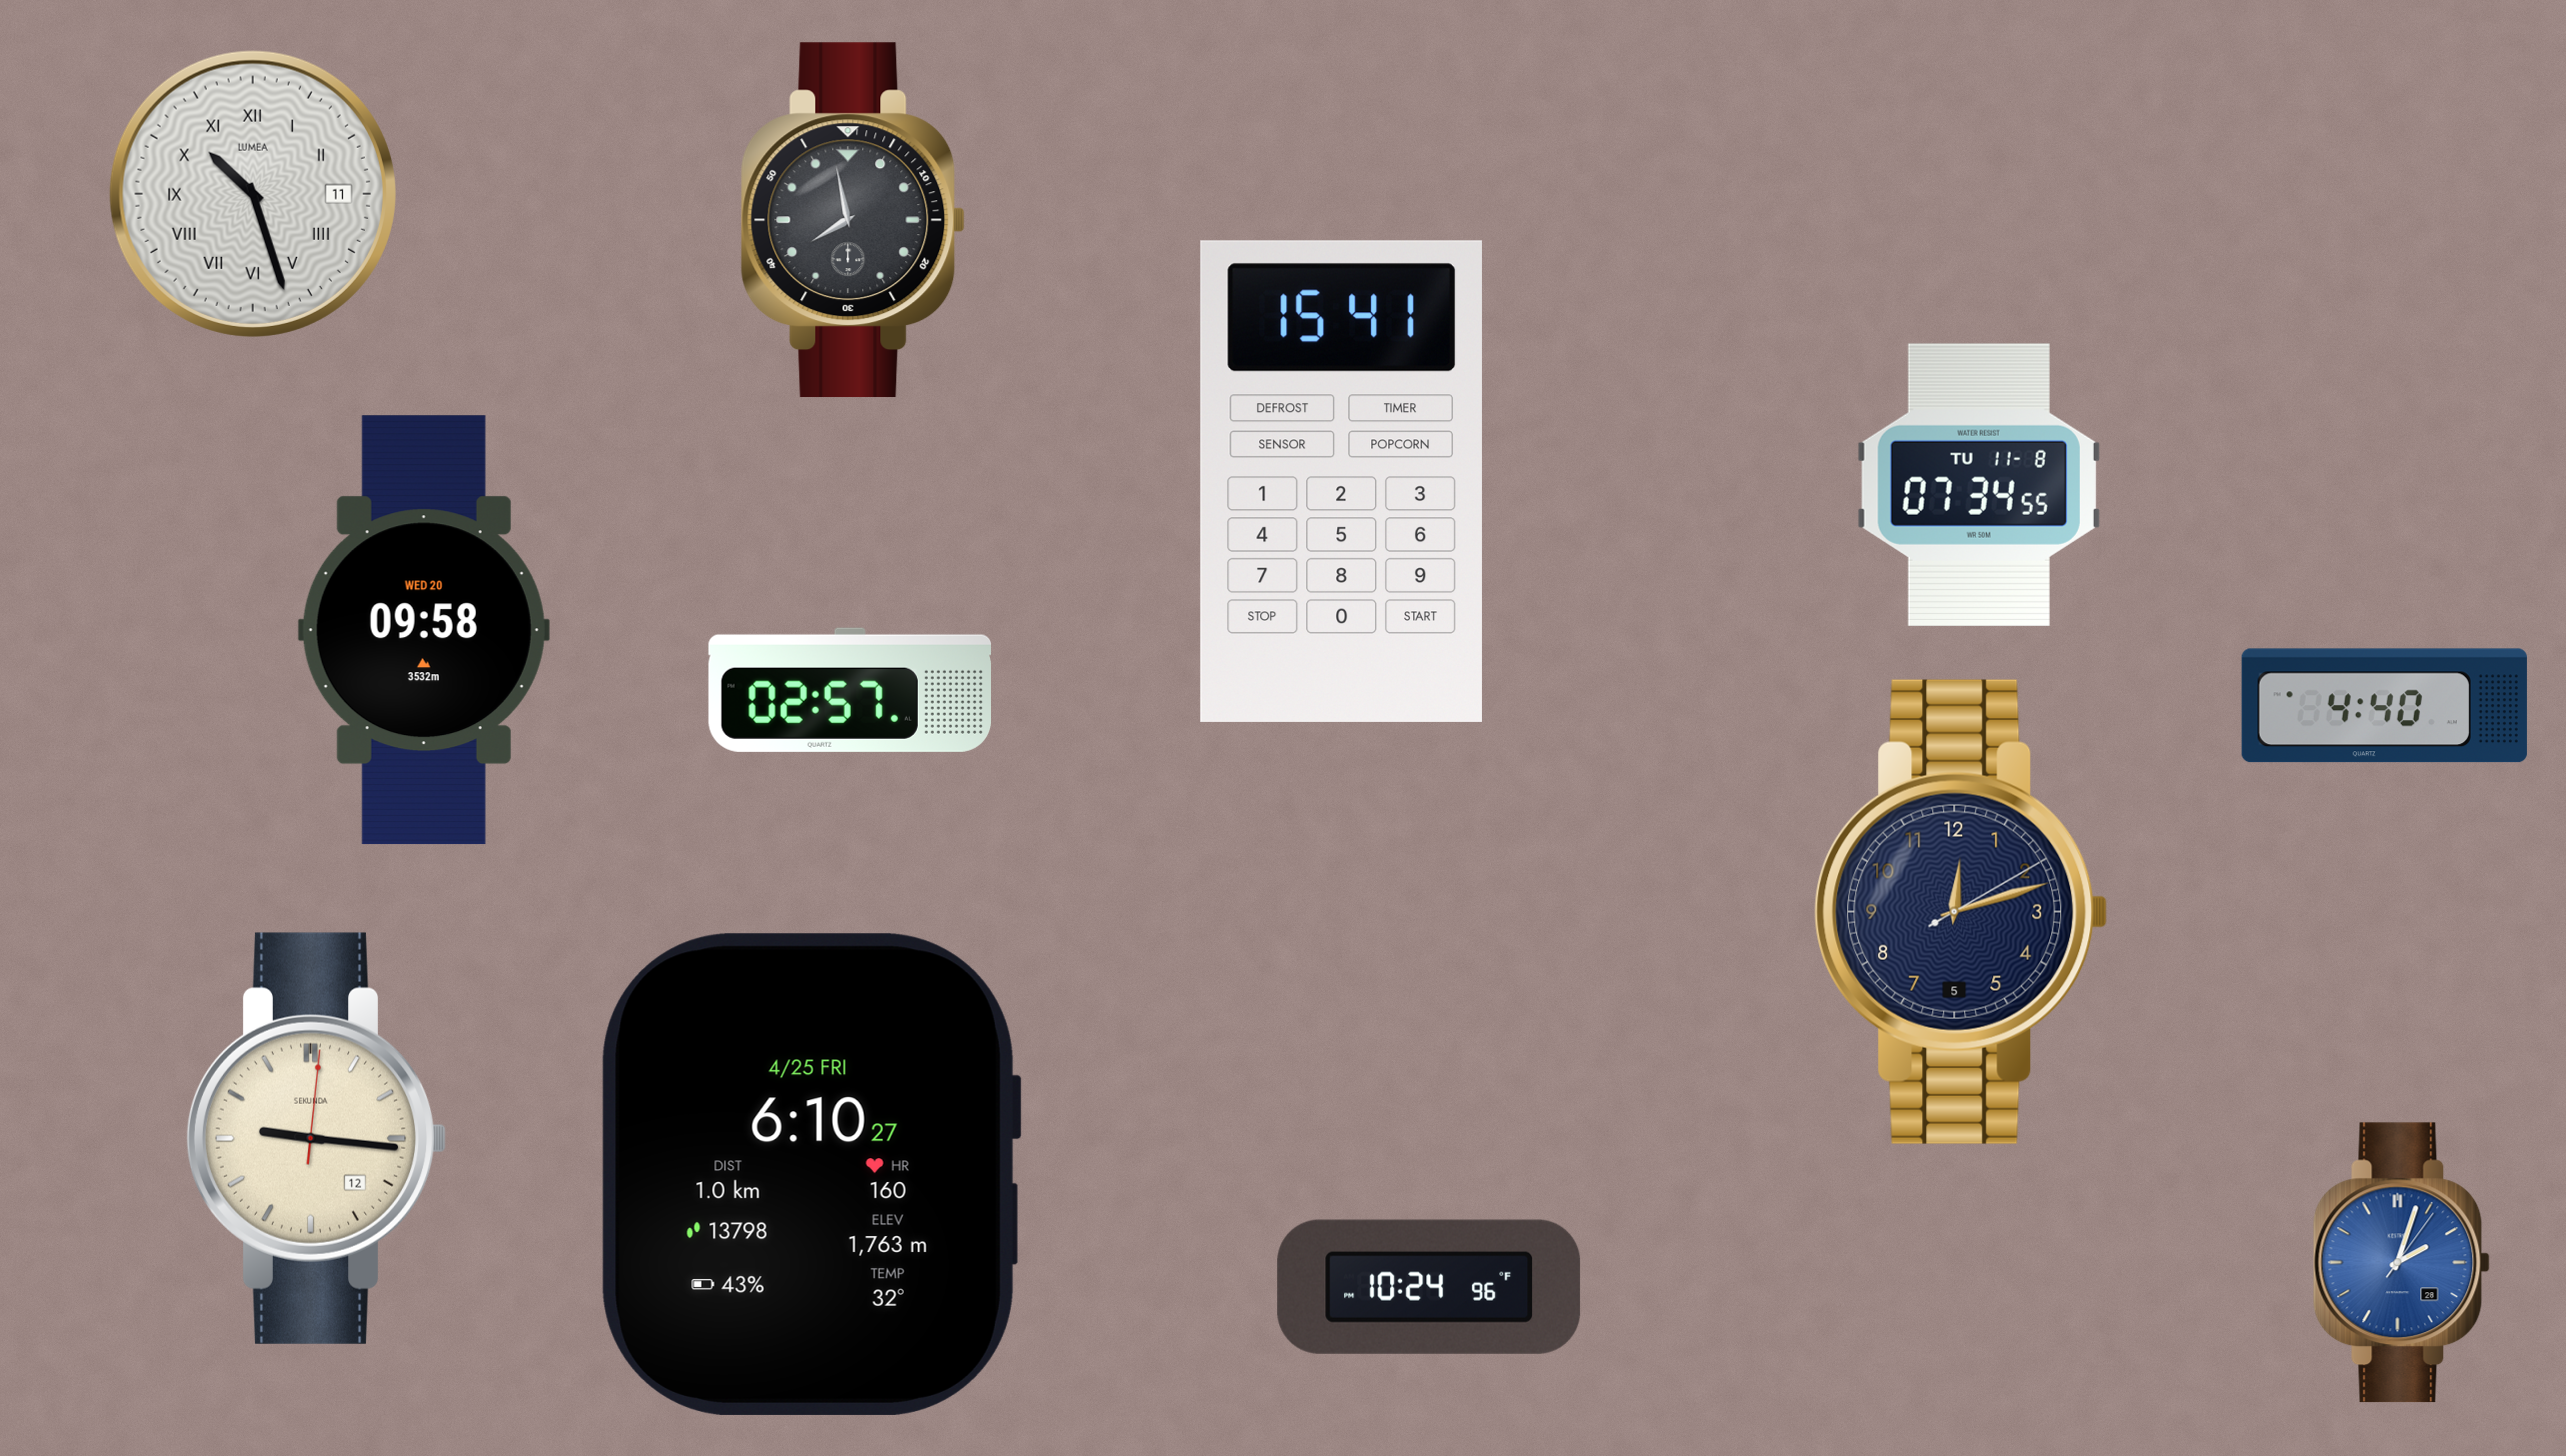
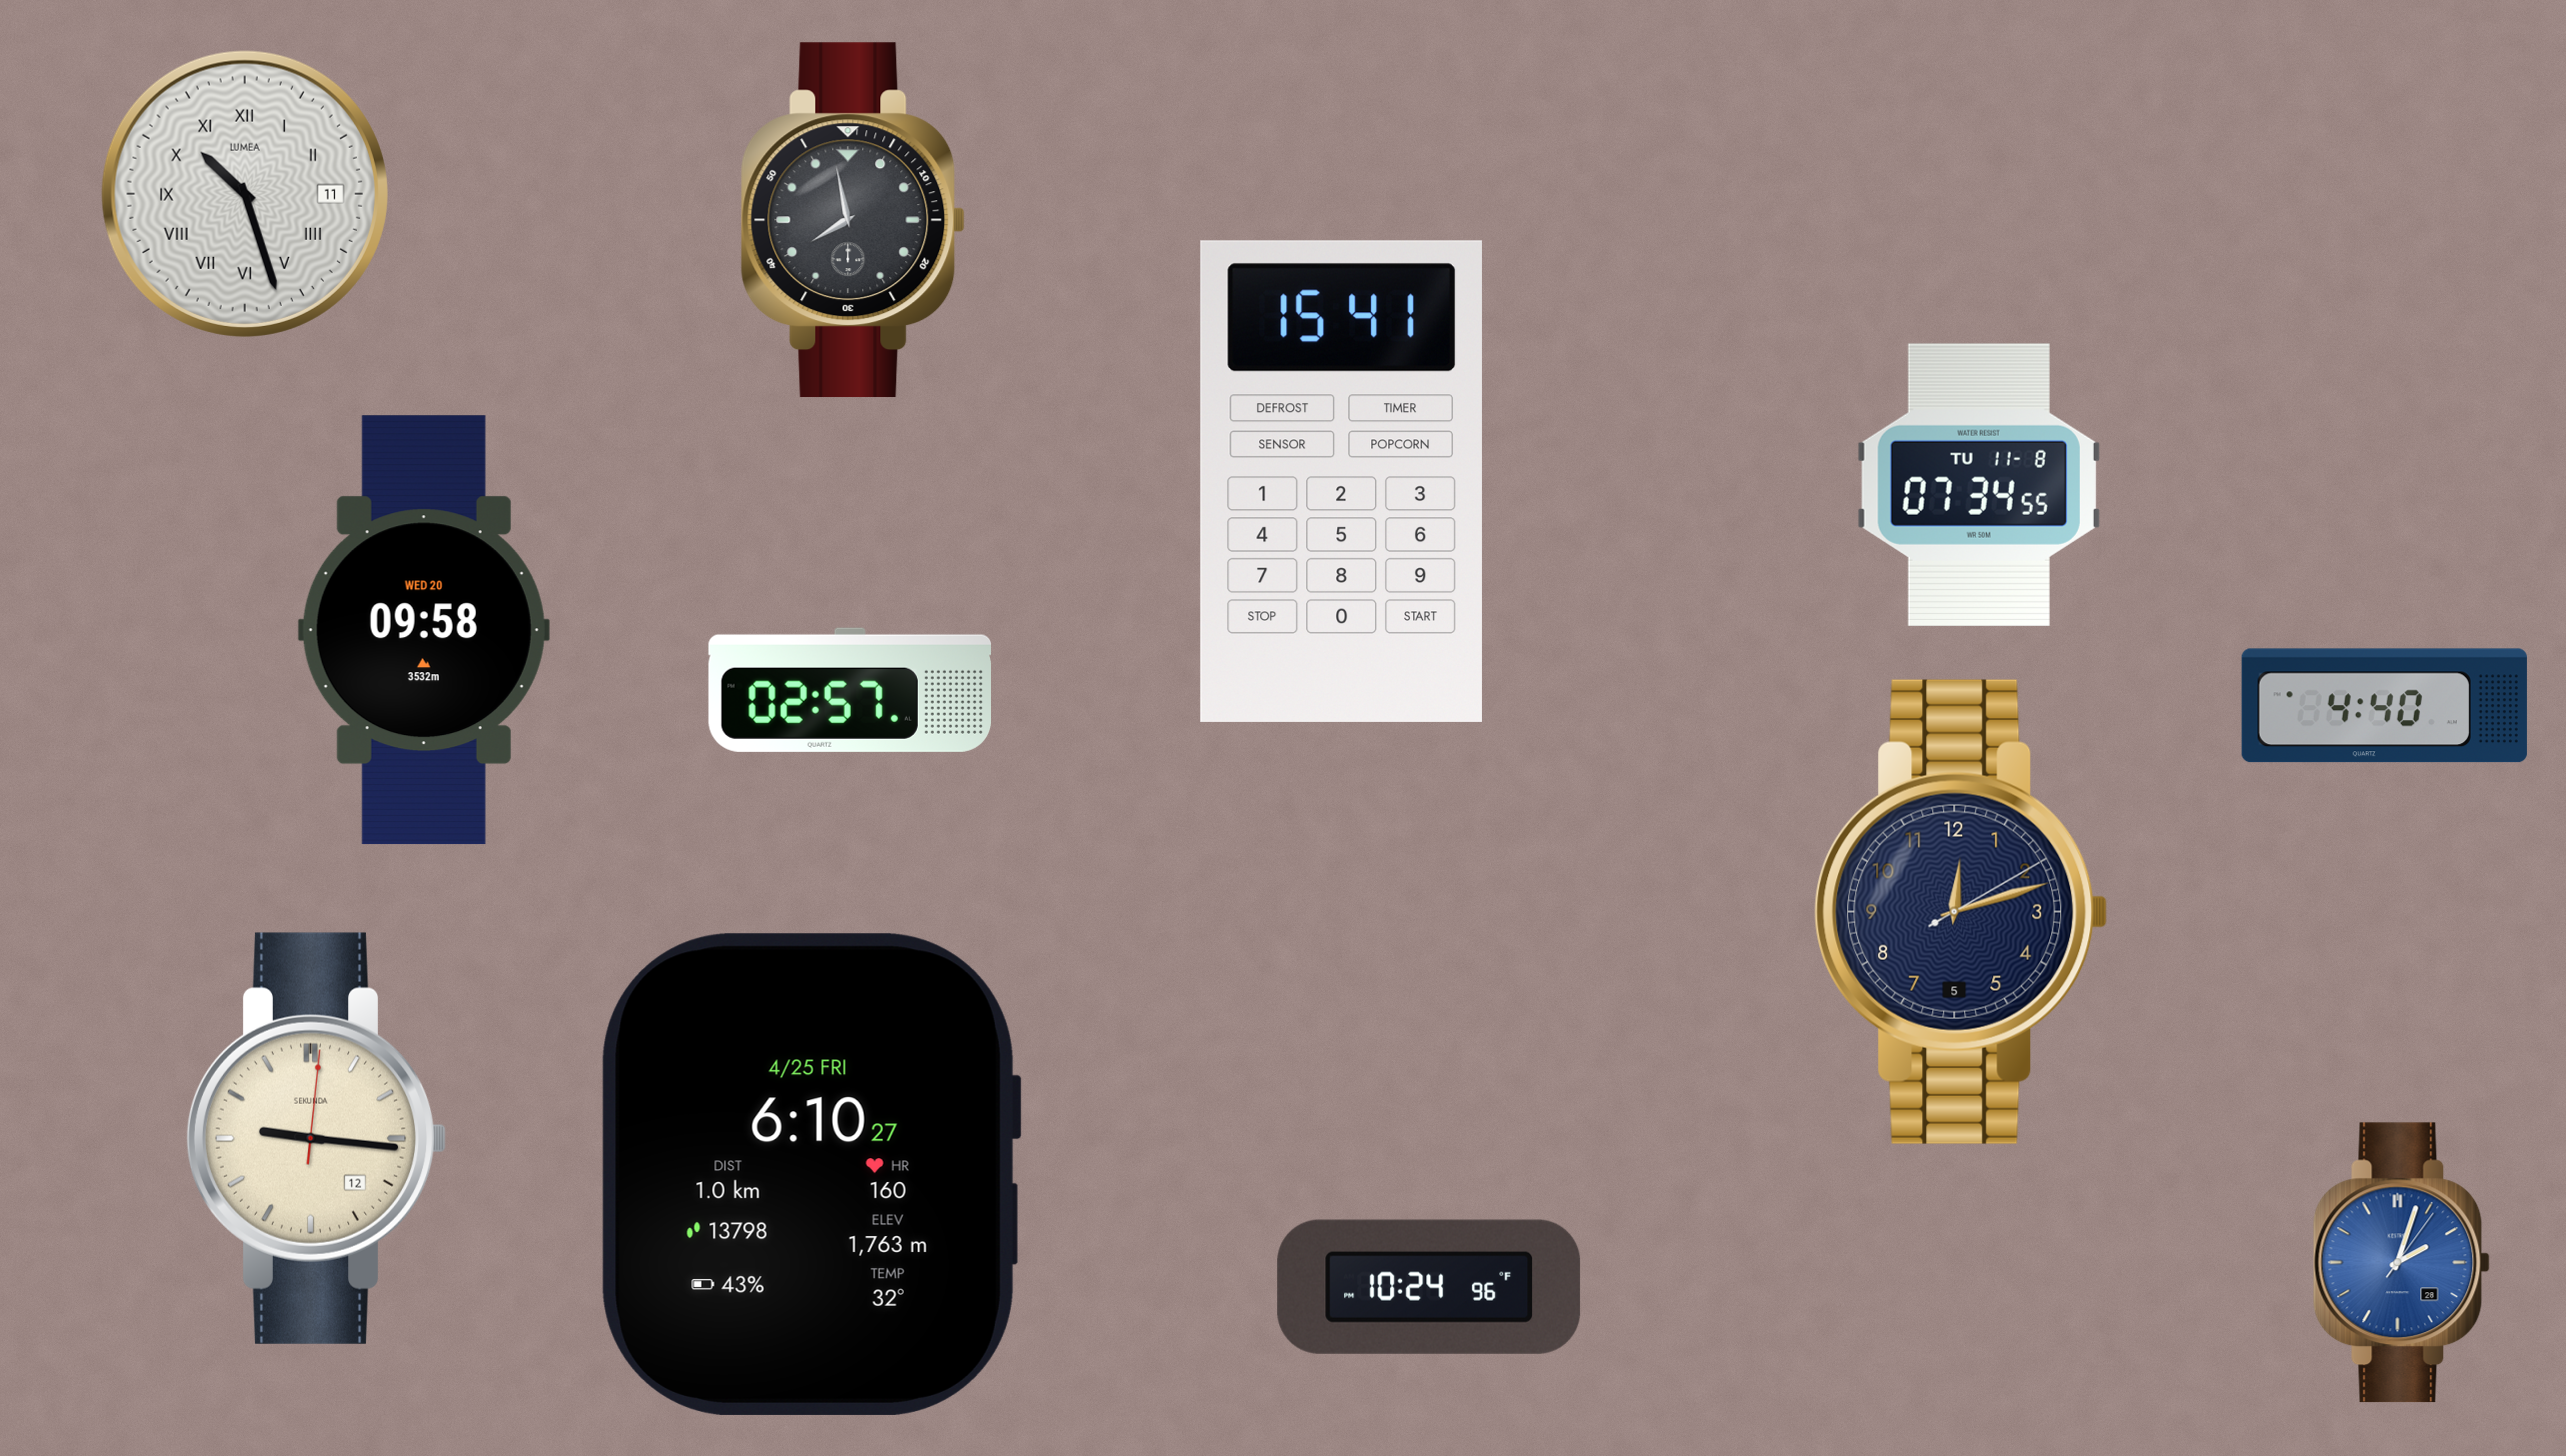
clock at (253, 194) position: (253, 194) -> (245, 194)
